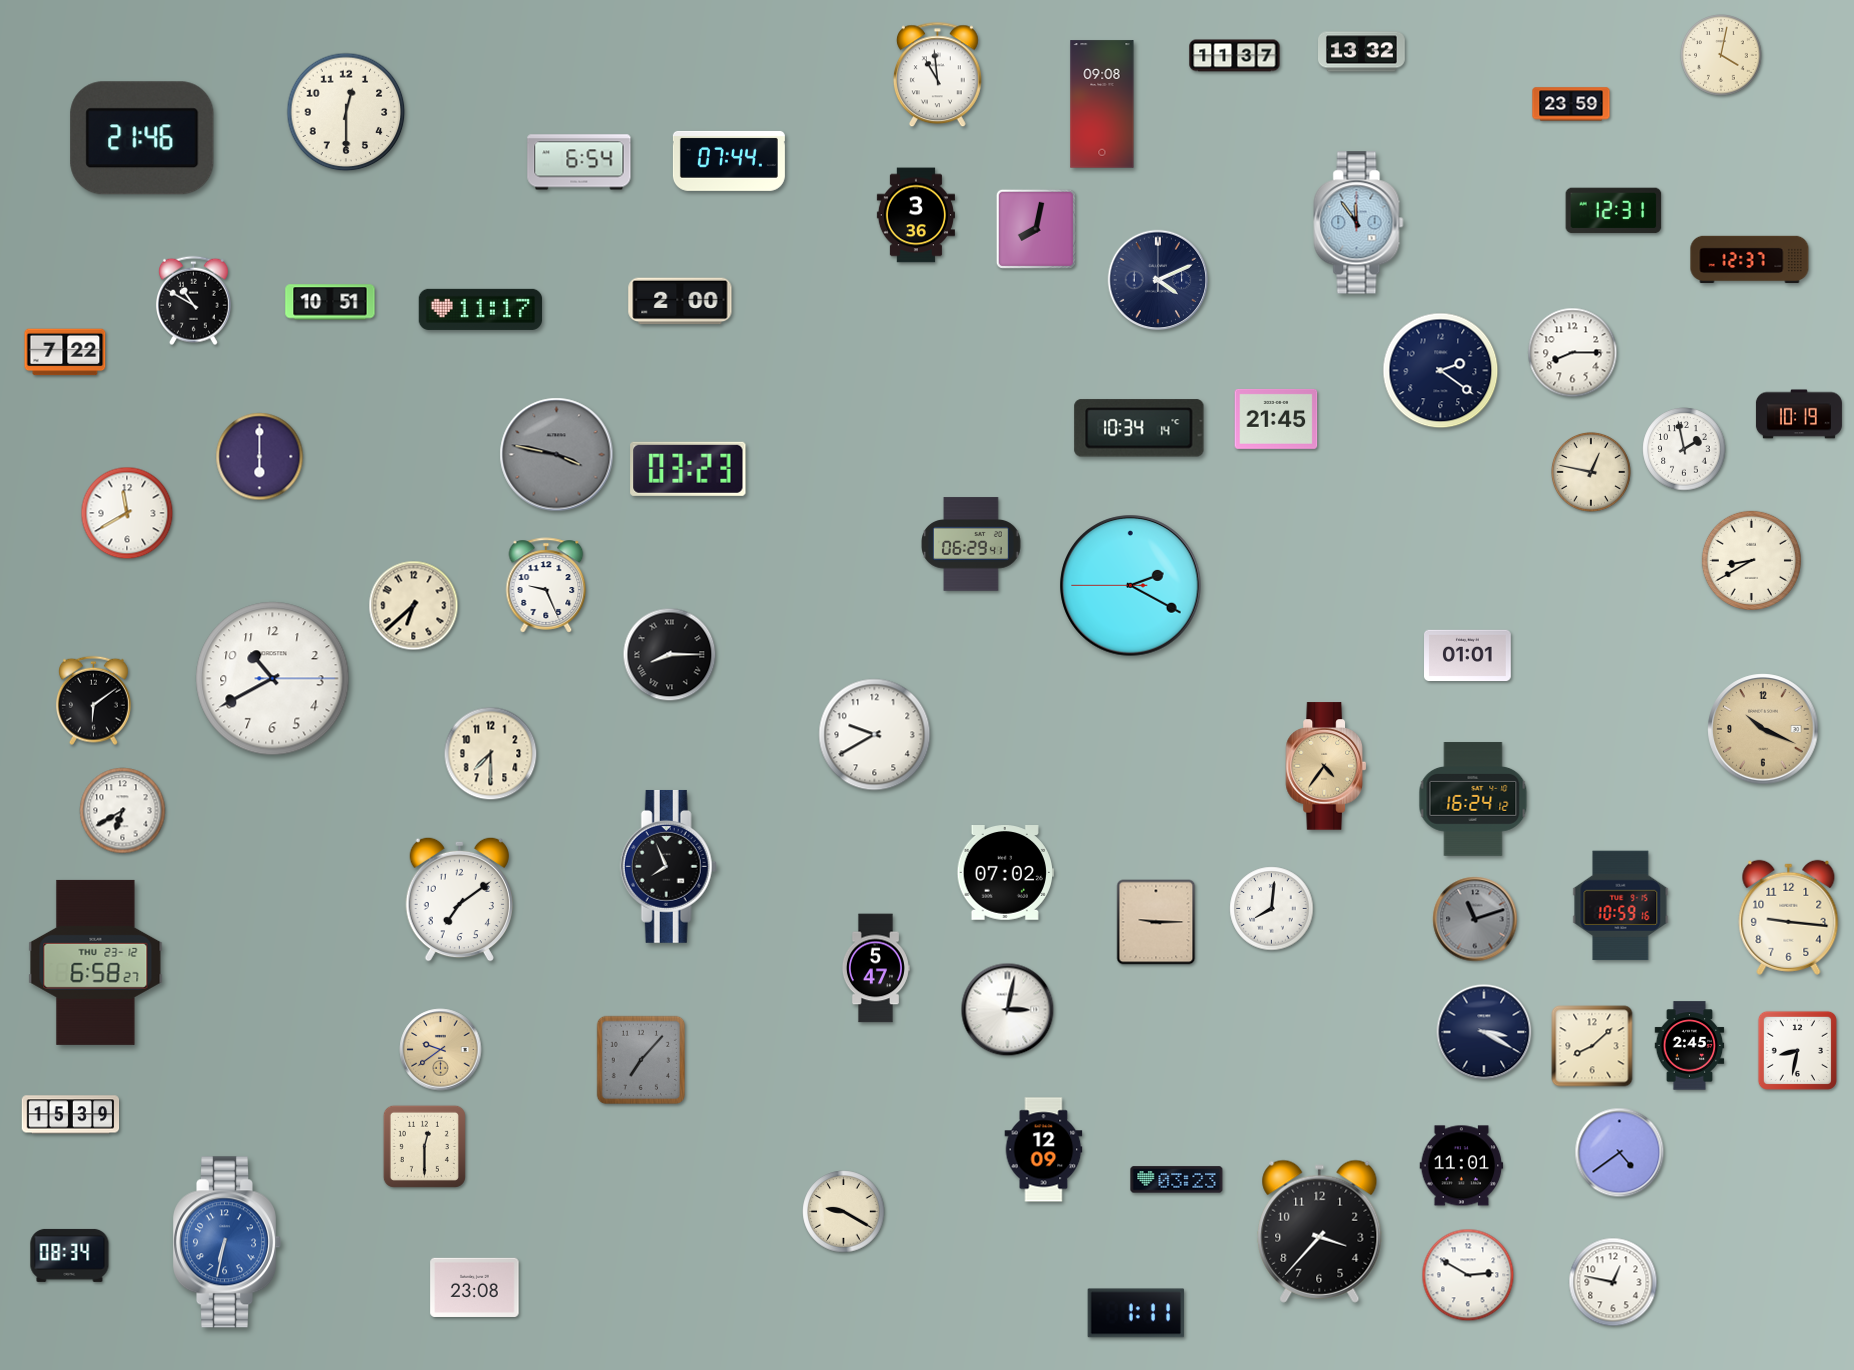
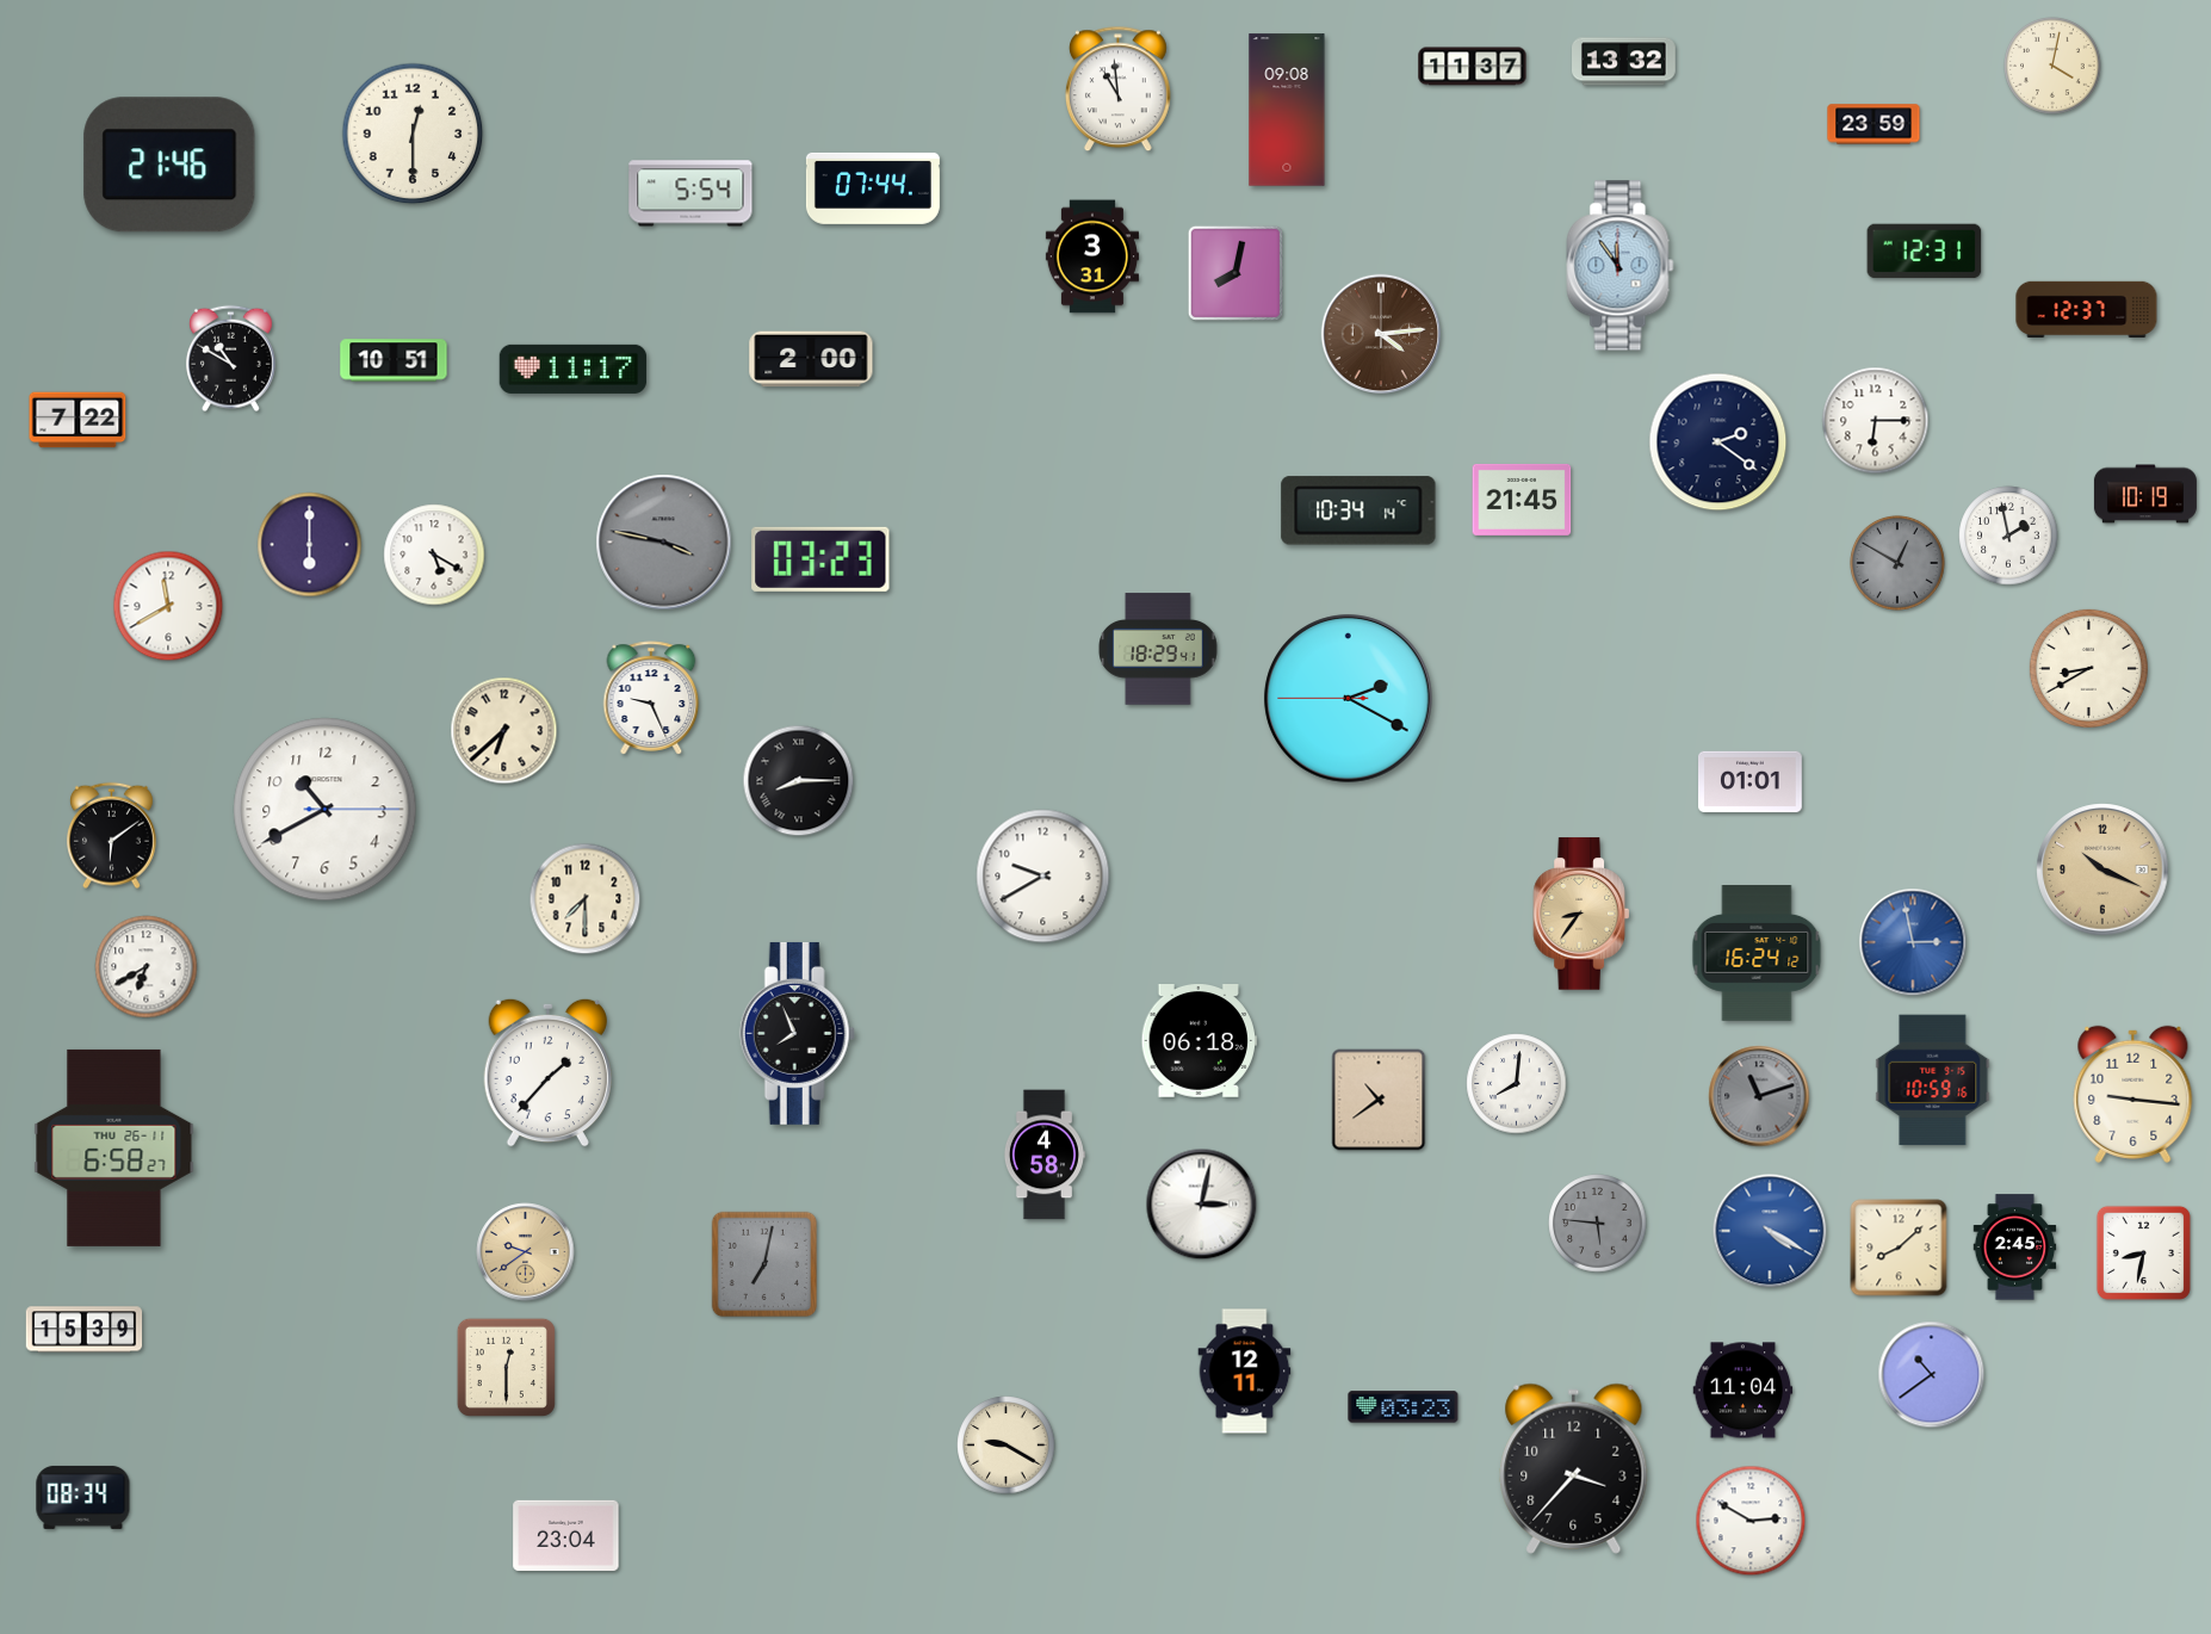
clock at (1102, 104) position: (1102, 104) -> (1287, 110)
clock at (729, 161) position: (729, 161) -> (873, 188)
clock at (579, 162): 6:54 -> 5:54
clock at (916, 215): 3:36 -> 3:31
clock at (1158, 280): 4:11 -> 4:14
clock at (1158, 280) dial: navy -> brown
clock at (1573, 353): 8:15 -> 6:15
clock at (434, 555): none -> 5:20
clock at (1591, 472): 12:47 -> 12:50
clock at (1591, 472) dial: cream -> grey
clock at (127, 513) position: (127, 513) -> (168, 606)
clock at (972, 544): 06:29 -> 18:29
clock at (414, 606) position: (414, 606) -> (504, 731)
clock at (1325, 766): 4:36 -> 8:36
clock at (1913, 942): none -> 2:58
clock at (1005, 873): 07:02 -> 06:18
clock at (459, 899): 7:09 -> 1:37
clock at (1156, 922): 9:15 -> 10:39
clock at (96, 962) date: THU 23-12 -> THU 26-11
clock at (875, 968): 5:47 -> 4:58
clock at (1598, 1224): none -> 5:46
clock at (1484, 1032): 3:20 -> 4:20
clock at (1484, 1032) dial: navy -> blue
clock at (640, 1059): 7:07 -> 7:02
clock at (1044, 1150): 12:09 -> 12:11
clock at (1620, 1153): 4:39 -> 10:39
clock at (1462, 1166): 11:01 -> 11:04
clock at (227, 1242): 6:32 -> none
clock at (1613, 1282): 12:47 -> none
clock at (475, 1287): 23:08 -> 23:04
clock at (1136, 1313): 1:11 -> none
